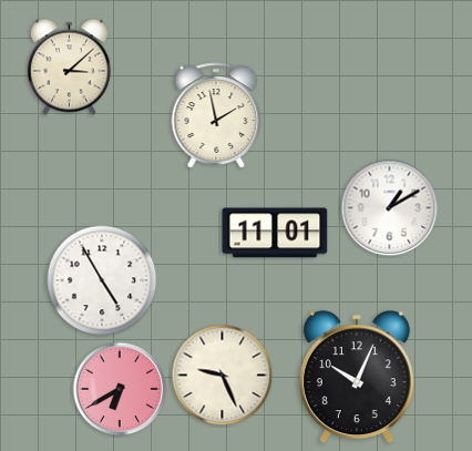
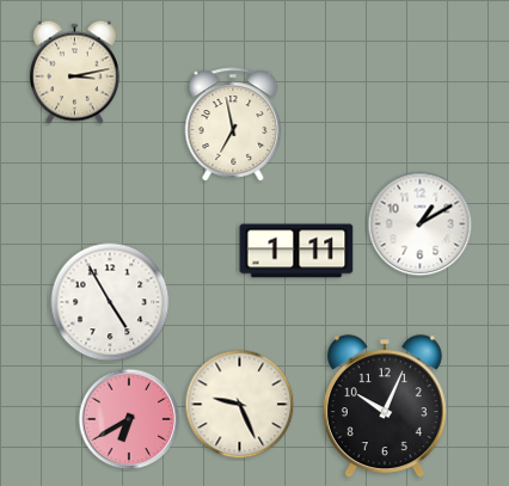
clock at (69, 68): 3:08 -> 3:13
clock at (216, 115): 1:58 -> 6:58
clock at (275, 233): 11:01 -> 1:11
